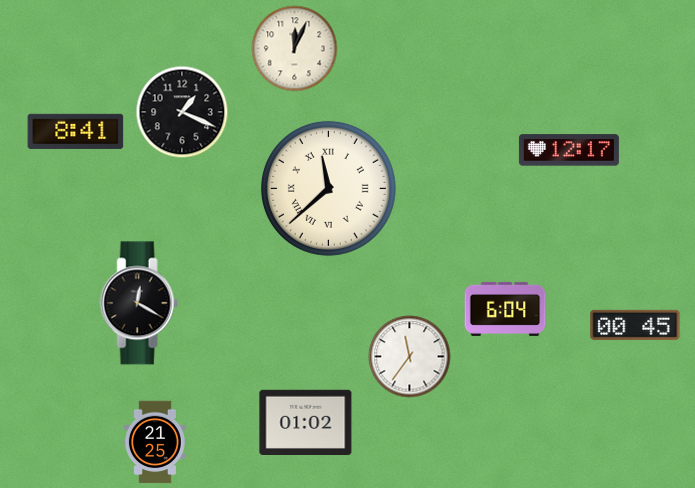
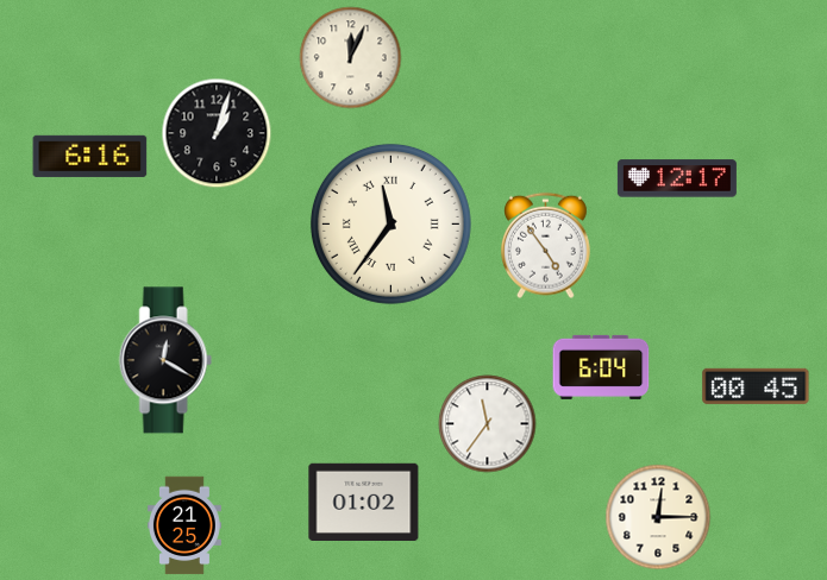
clock at (182, 112): 1:19 -> 1:03
clock at (76, 131): 8:41 -> 6:16
clock at (328, 188): 11:38 -> 11:36
clock at (546, 246): none -> 4:54
clock at (658, 517): none -> 12:15
